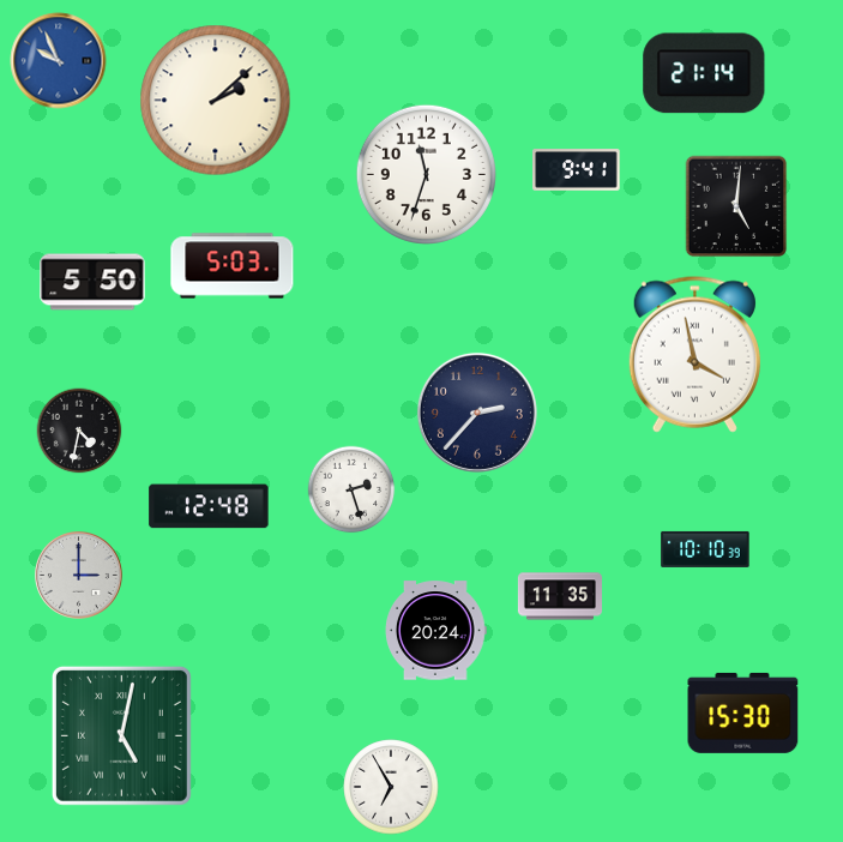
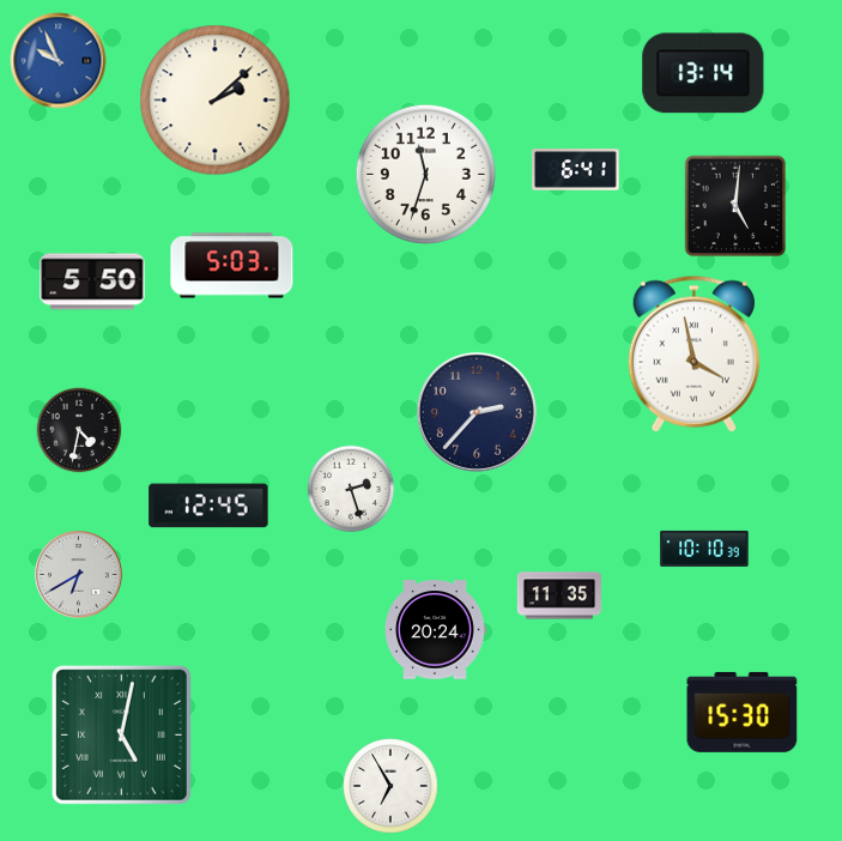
clock at (704, 73): 21:14 -> 13:14
clock at (577, 170): 9:41 -> 6:41
clock at (209, 506): 12:48 -> 12:45
clock at (79, 576): 3:00 -> 6:40
